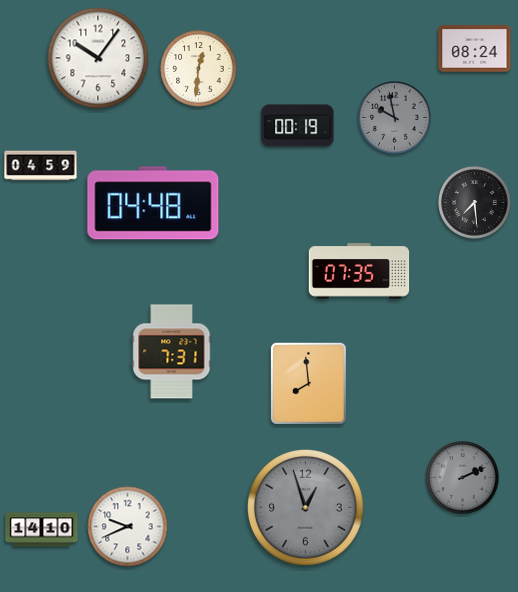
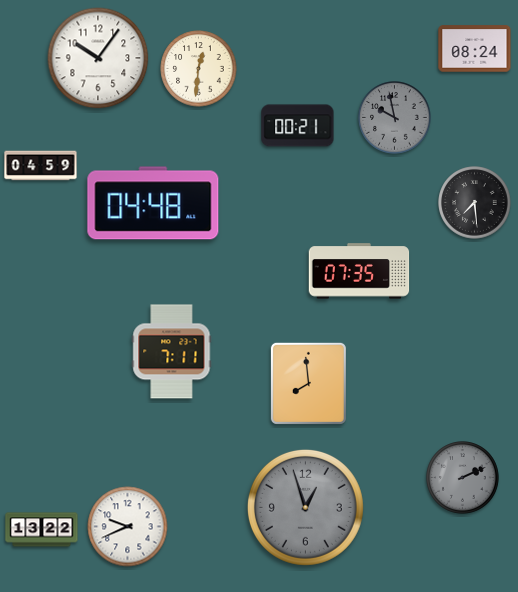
clock at (298, 126): 00:19 -> 00:21
clock at (172, 352): 7:31 -> 7:11
clock at (42, 530): 14:10 -> 13:22
